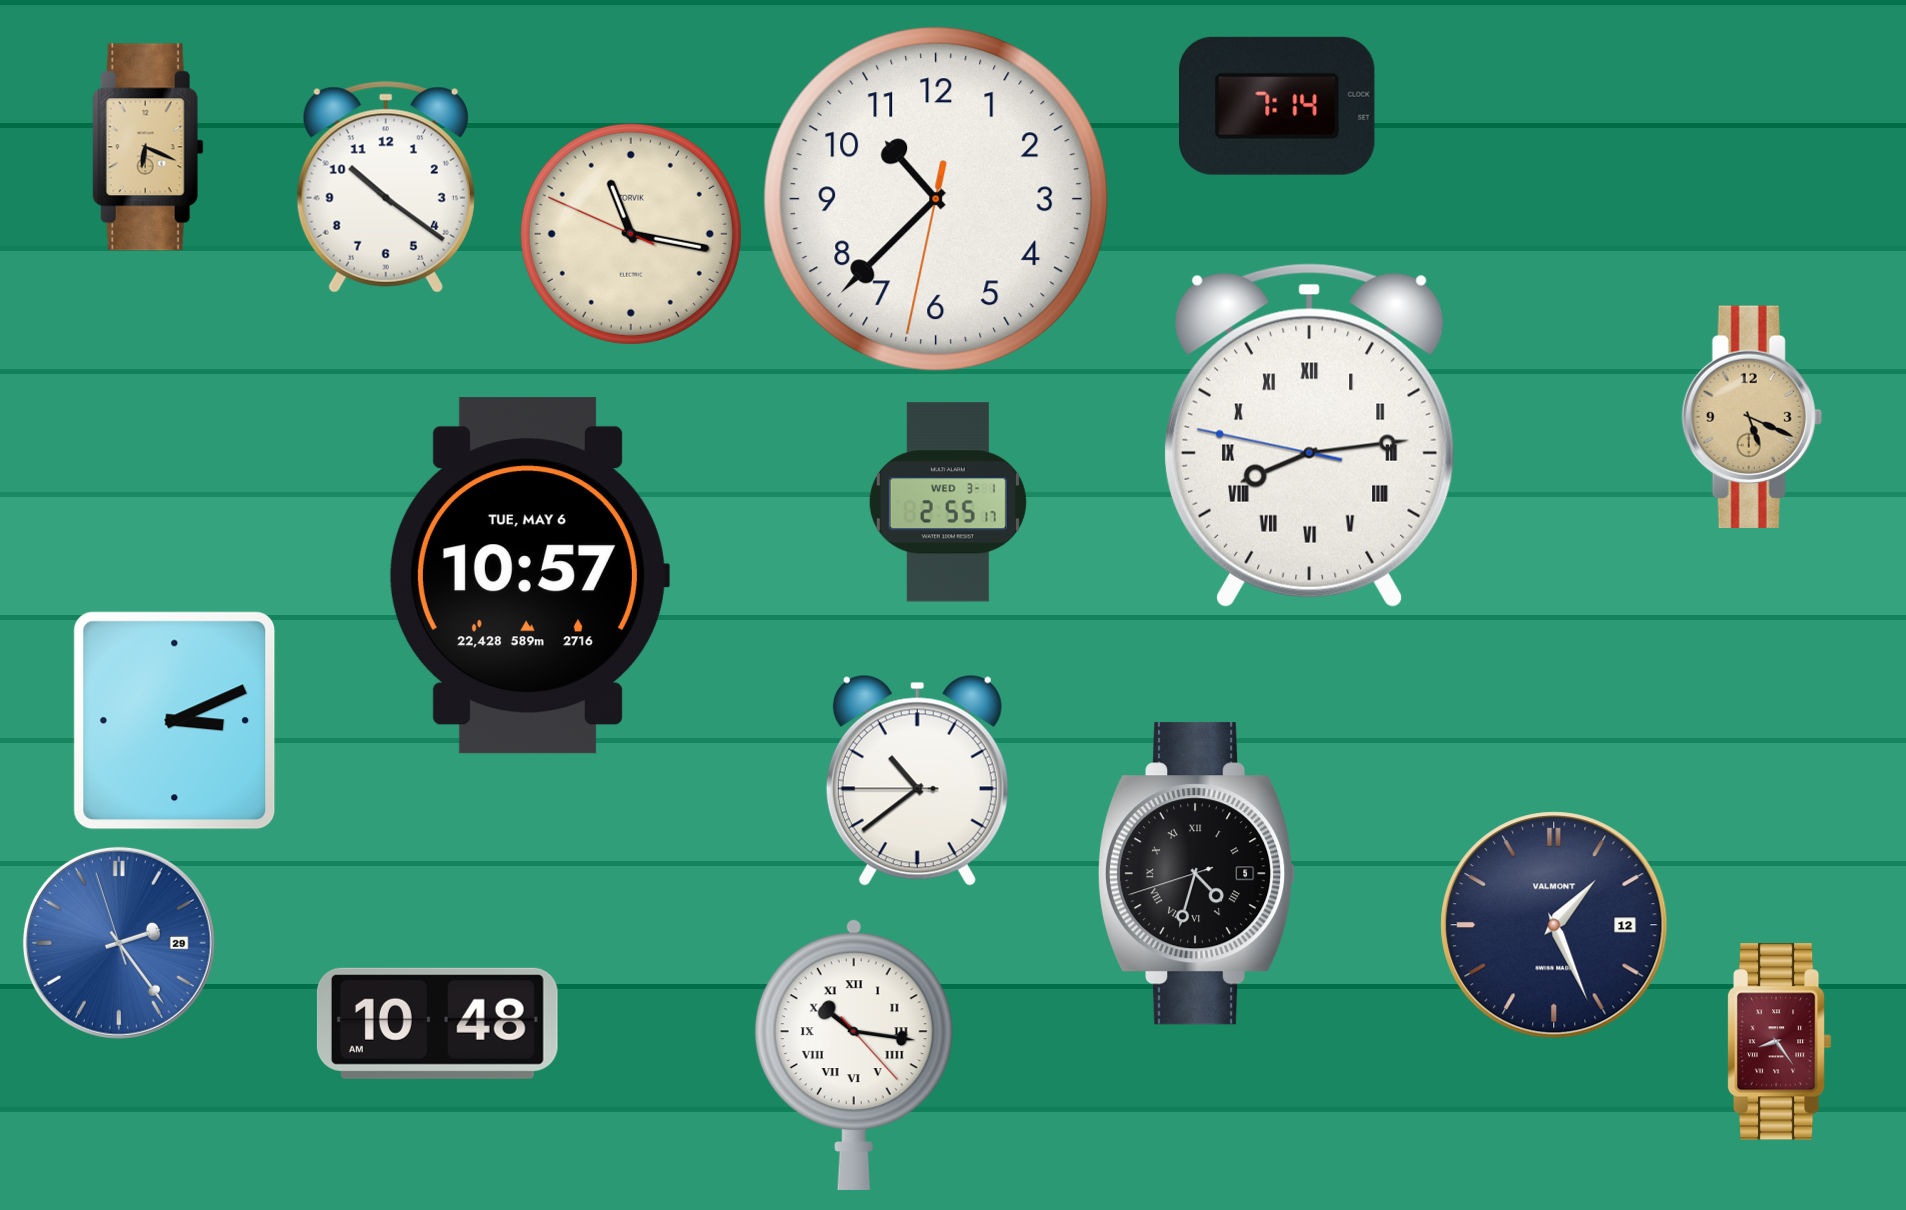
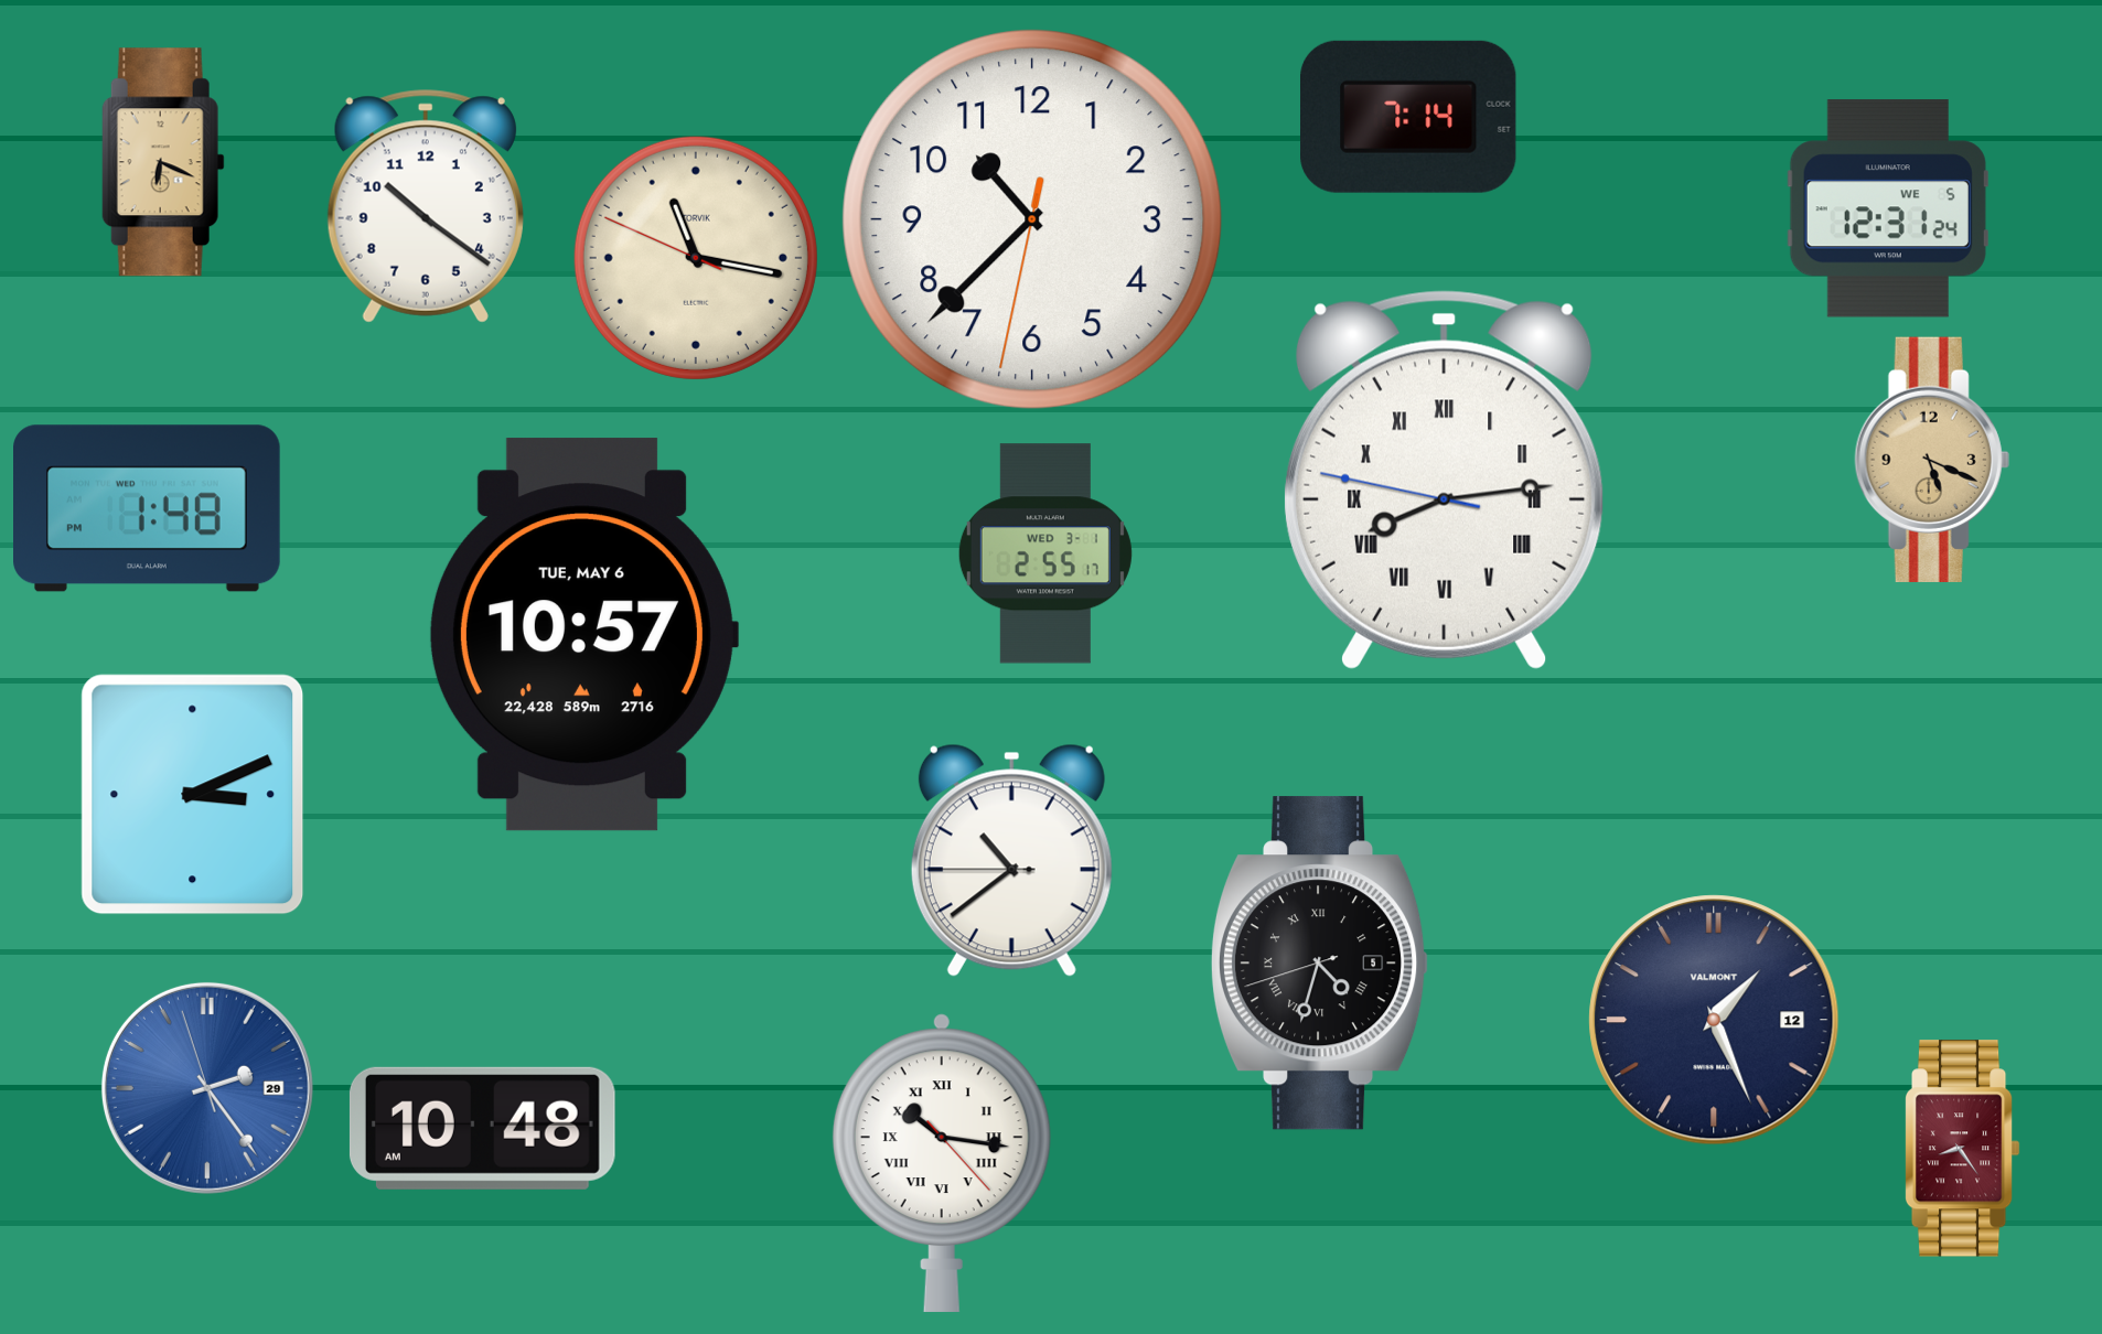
clock at (1888, 208): none -> 12:31
clock at (148, 508): none -> 1:48
clock at (119, 943) position: (119, 943) -> (207, 1088)
